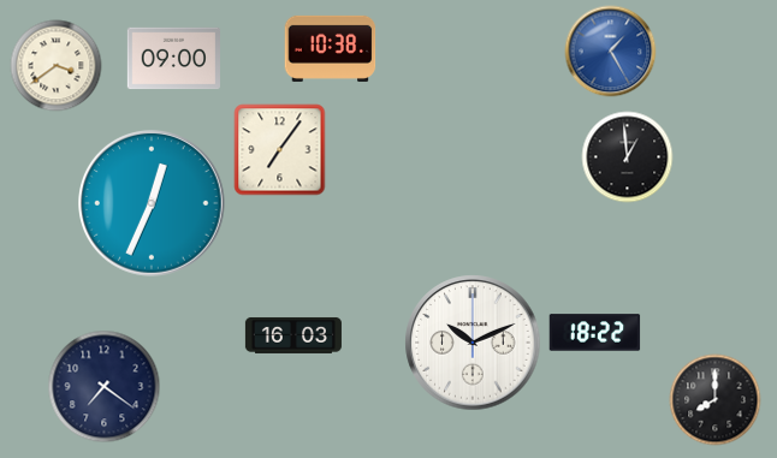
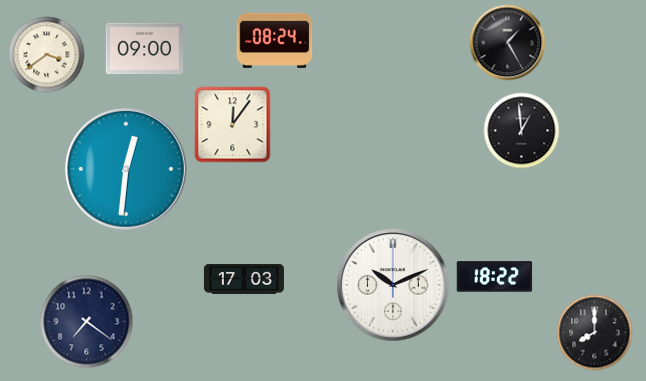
clock at (331, 48): 10:38 -> 08:24
clock at (611, 52) dial: blue -> black
clock at (280, 150): 7:06 -> 12:06
clock at (153, 204): 12:34 -> 12:31
clock at (293, 335): 16:03 -> 17:03
